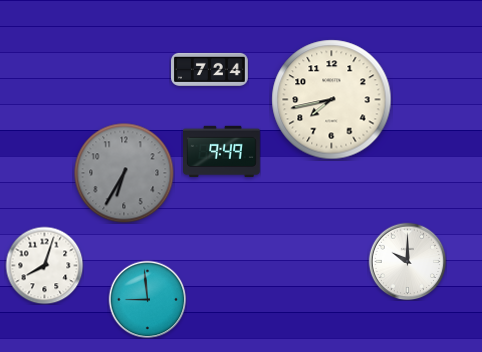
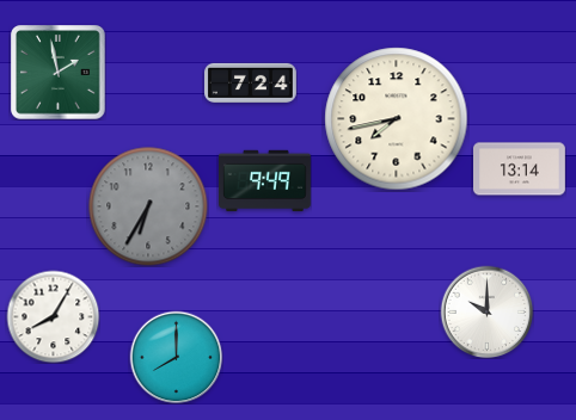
clock at (59, 73): none -> 1:58
clock at (520, 169): none -> 13:14
clock at (44, 265): 8:03 -> 8:05
clock at (147, 299): 8:59 -> 8:00
